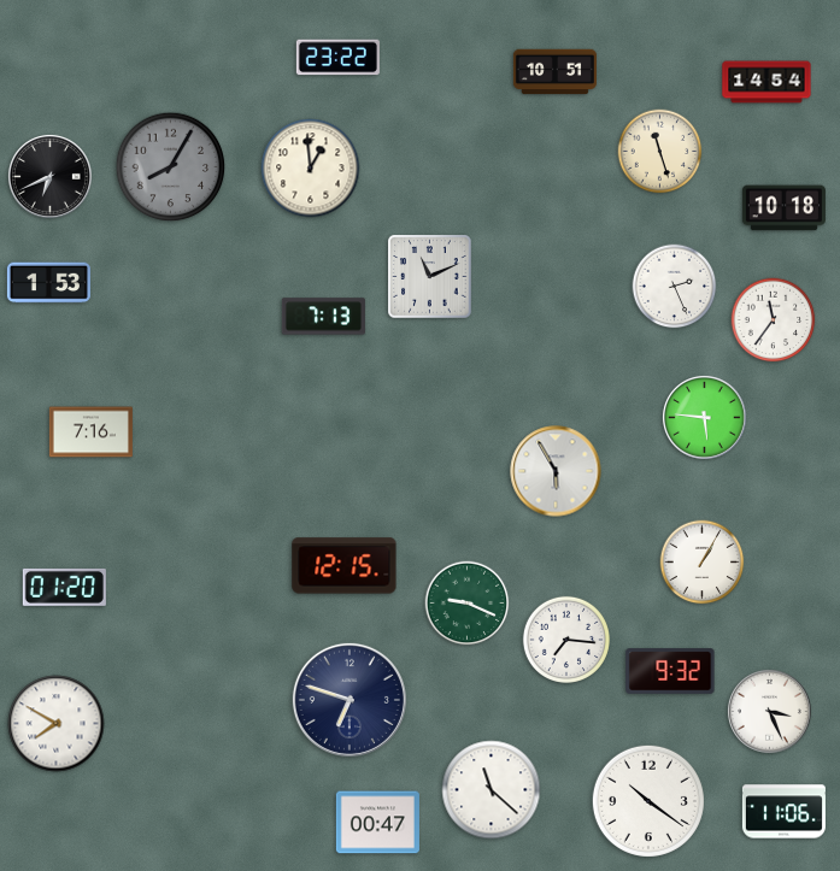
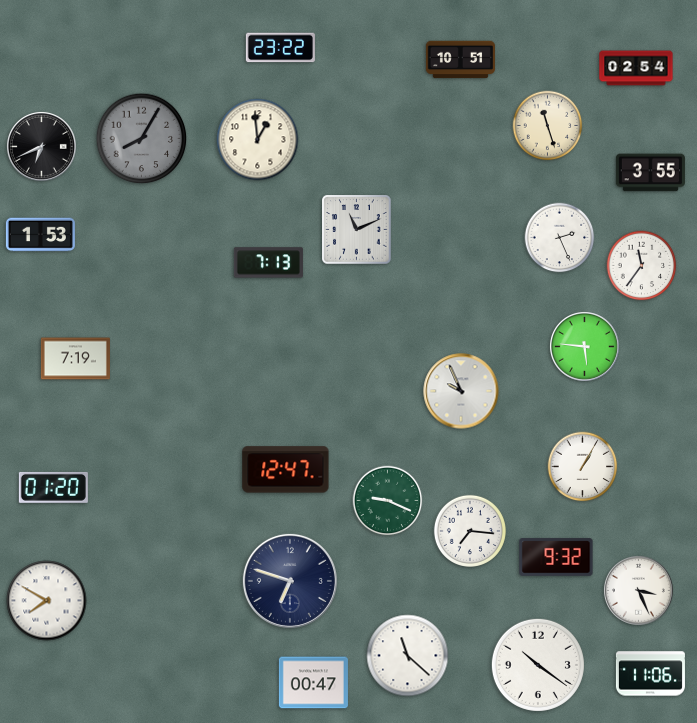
clock at (766, 82): 14:54 -> 02:54
clock at (783, 208): 10:18 -> 3:55
clock at (90, 432): 7:16 -> 7:19
clock at (556, 471): 5:55 -> 9:56
clock at (345, 566): 12:15 -> 12:47
